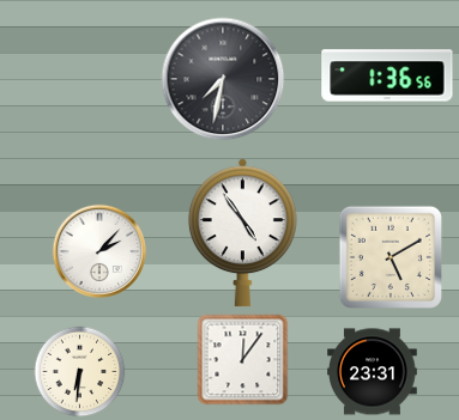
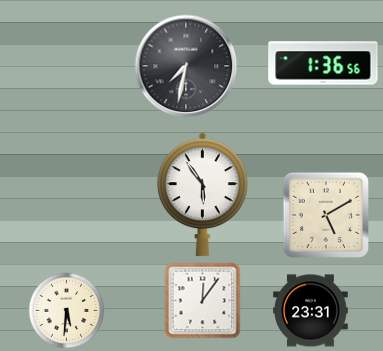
clock at (242, 233): 4:54 -> 5:54
clock at (98, 250): 2:07 -> none
clock at (80, 372): 6:31 -> 5:31
